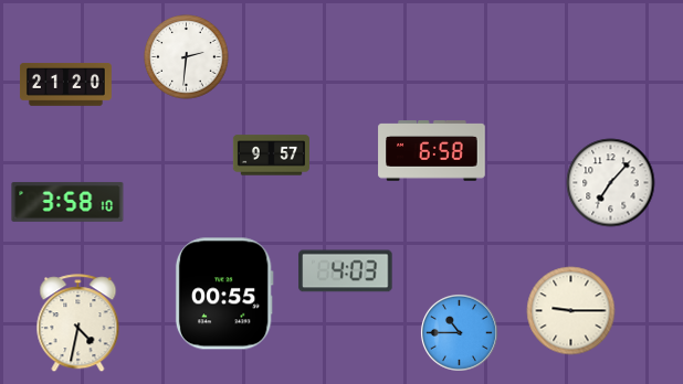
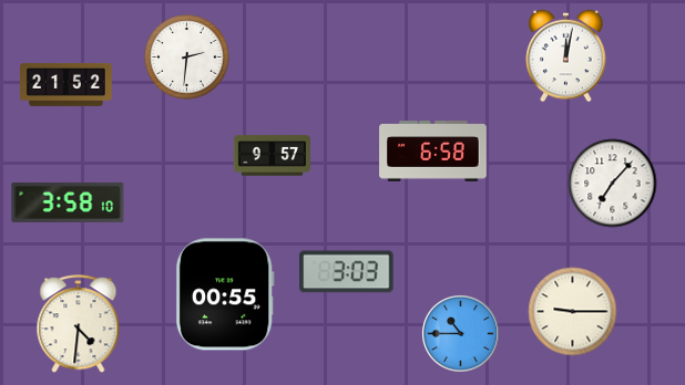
clock at (566, 56): none -> 12:02
clock at (65, 85): 21:20 -> 21:52
clock at (346, 271): 4:03 -> 3:03
clock at (78, 323): 4:32 -> 4:31
